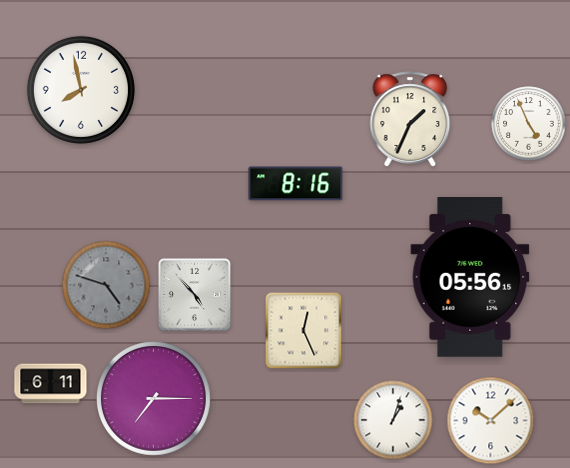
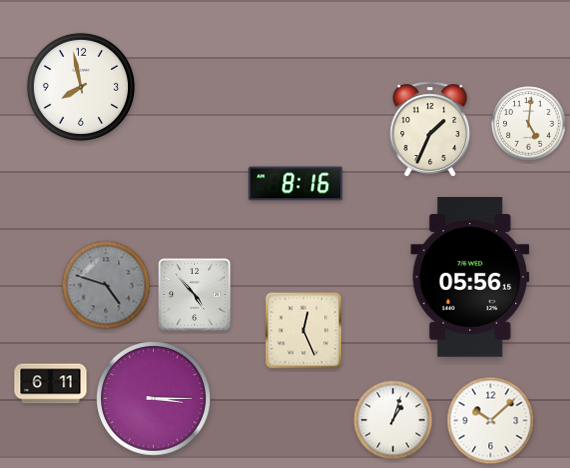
clock at (81, 90) position: (81, 90) -> (81, 87)
clock at (410, 119) position: (410, 119) -> (430, 129)
clock at (529, 124): 4:56 -> 5:01
clock at (154, 399): 7:15 -> 3:15
